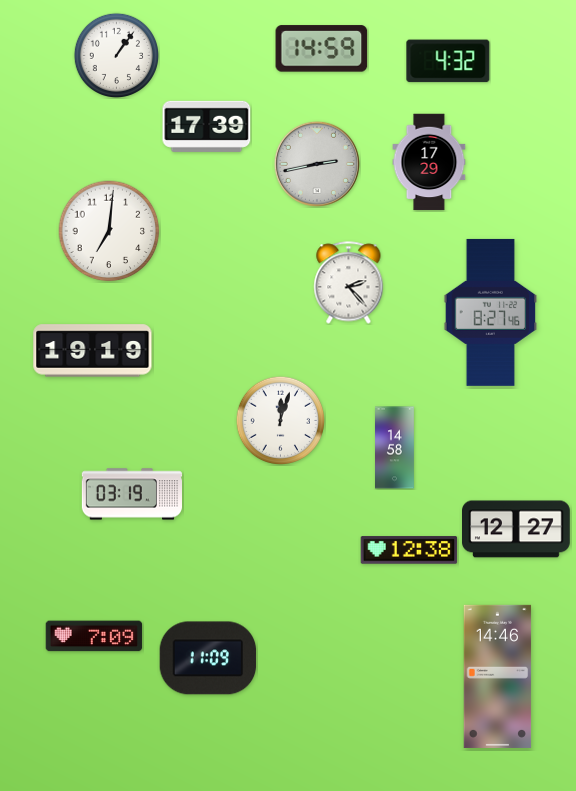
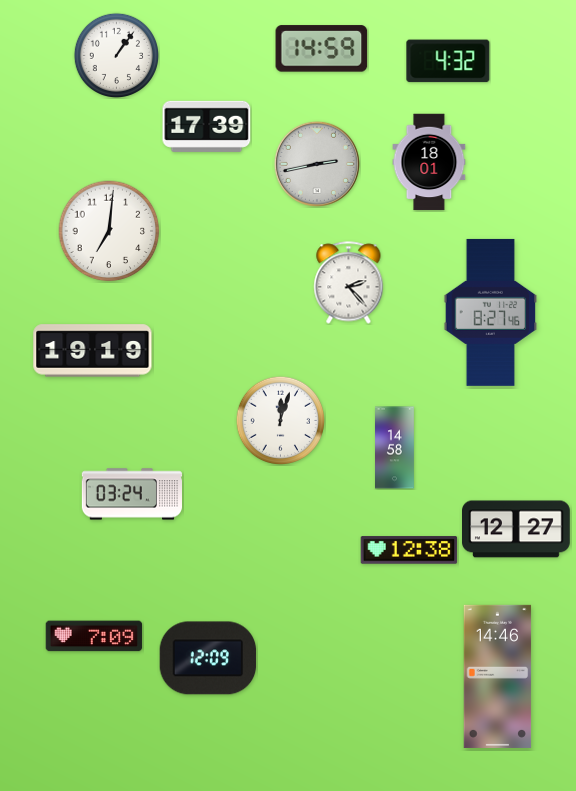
clock at (429, 162): 17:29 -> 18:01
clock at (131, 494): 03:19 -> 03:24
clock at (208, 658): 11:09 -> 12:09
